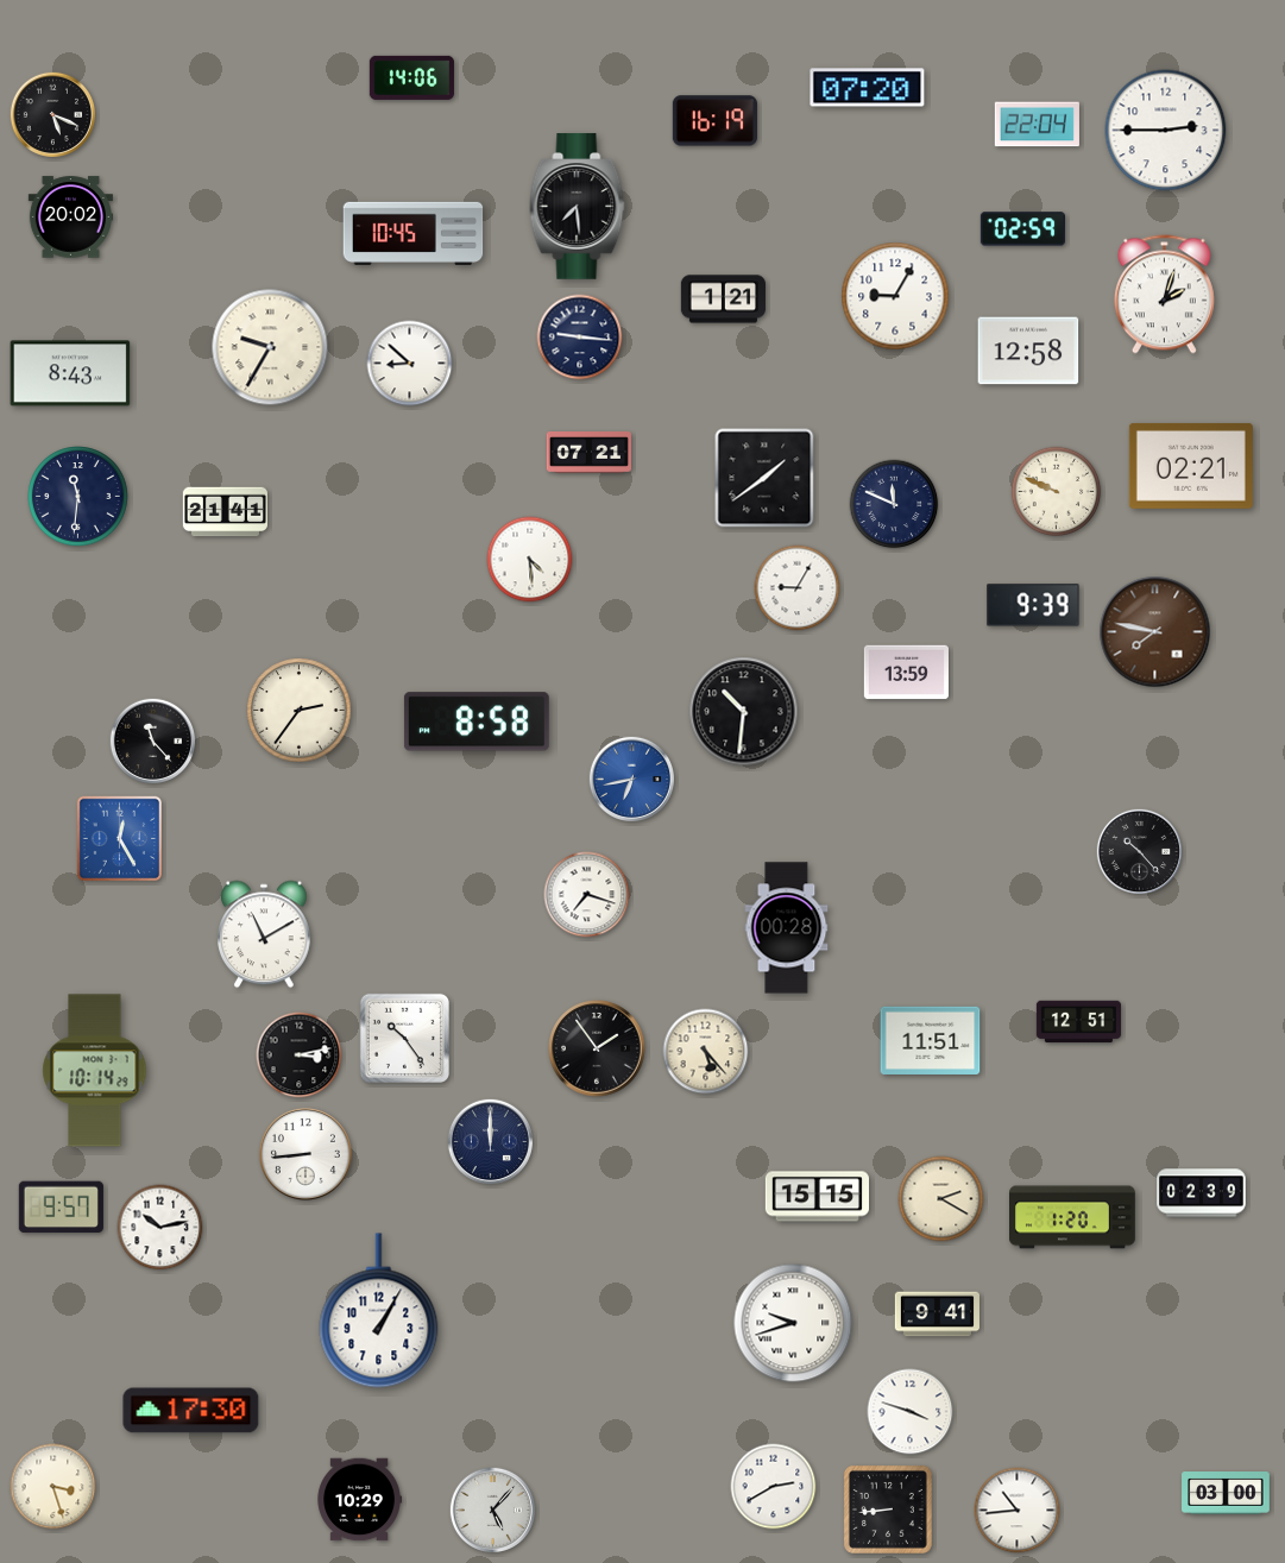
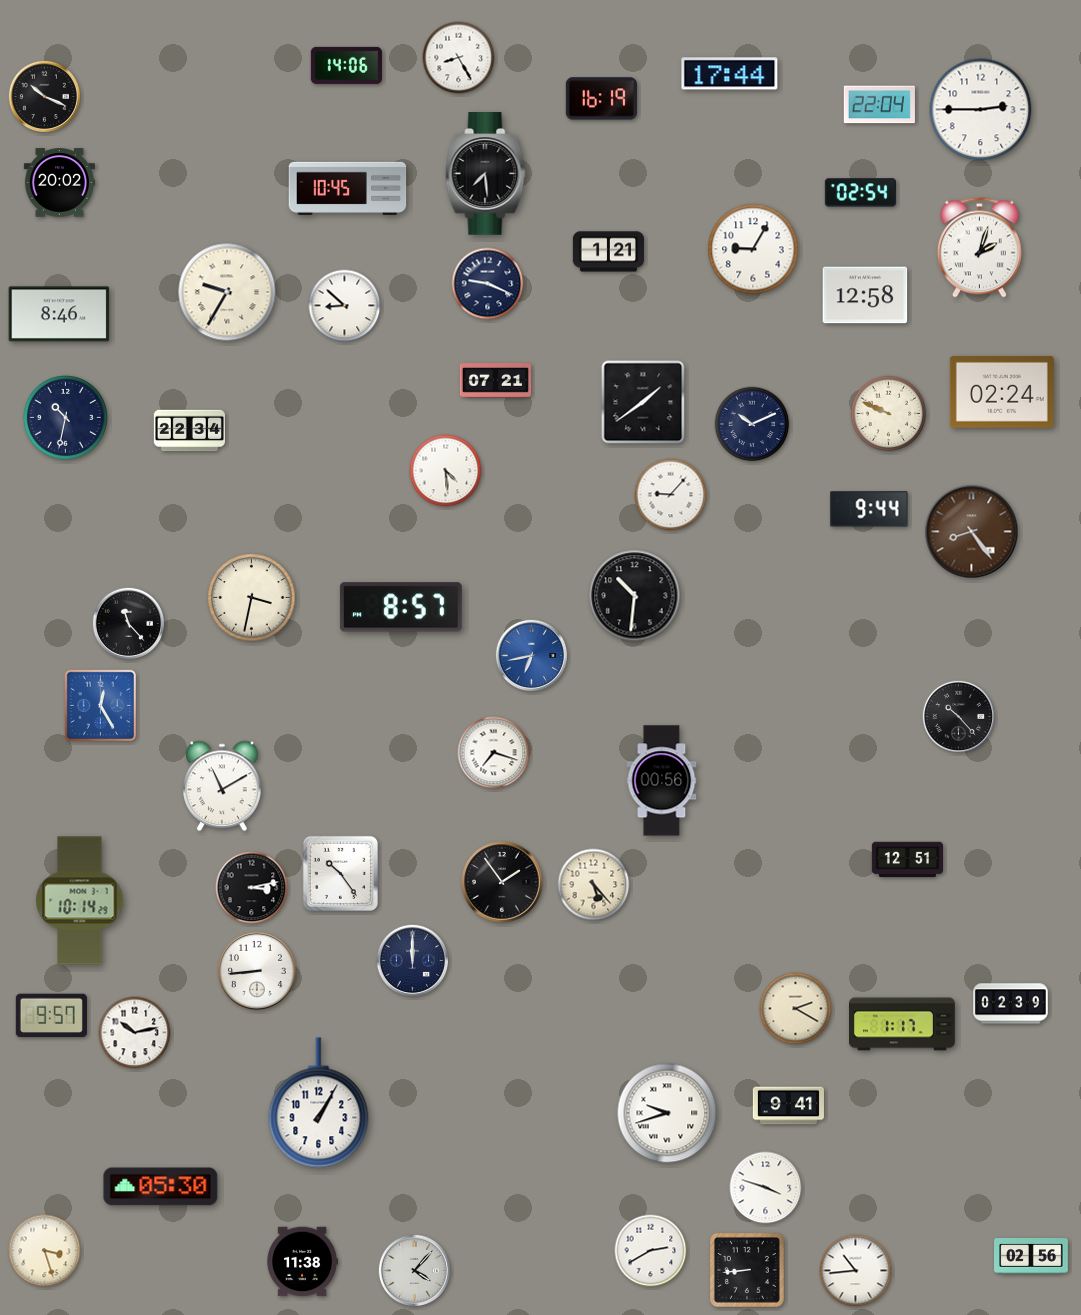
clock at (459, 58): none -> 8:25
clock at (868, 88): 07:20 -> 17:44
clock at (52, 114): 5:19 -> 10:19
clock at (714, 121) position: (714, 121) -> (601, 99)
clock at (1037, 125) position: (1037, 125) -> (879, 105)
clock at (1022, 229): 02:59 -> 02:54
clock at (414, 233) position: (414, 233) -> (348, 188)
clock at (580, 338): 9:16 -> 9:19
clock at (70, 373): 8:43 -> 8:46
clock at (1191, 466): 02:21 -> 02:24
clock at (78, 497): 11:31 -> 10:32
clock at (894, 504): 11:49 -> 10:11
clock at (225, 512): 21:41 -> 22:34
clock at (798, 588): 9:05 -> 9:07
clock at (1033, 605): 9:39 -> 9:44
clock at (1155, 632): 7:47 -> 8:24
clock at (906, 673): 13:59 -> none
clock at (300, 711): 2:36 -> 3:32
clock at (744, 712) position: (744, 712) -> (635, 596)
clock at (477, 721): 8:58 -> 8:57
clock at (787, 928): 00:28 -> 00:56
clock at (931, 1040): 11:51 -> none
clock at (817, 1197): 15:15 -> none
clock at (941, 1199) position: (941, 1199) -> (796, 1009)
clock at (1073, 1217): 1:20 -> 1:17
clock at (191, 1411): 17:30 -> 05:30
clock at (1226, 1494): 03:00 -> 02:56
clock at (359, 1500): 10:29 -> 11:38
clock at (492, 1510): 5:07 -> 4:07
